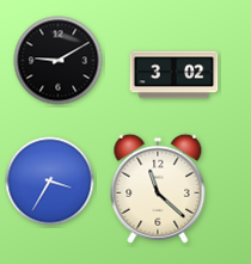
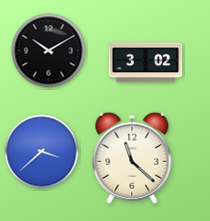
clock at (59, 61): 9:10 -> 10:10
clock at (50, 182): 3:35 -> 3:38
